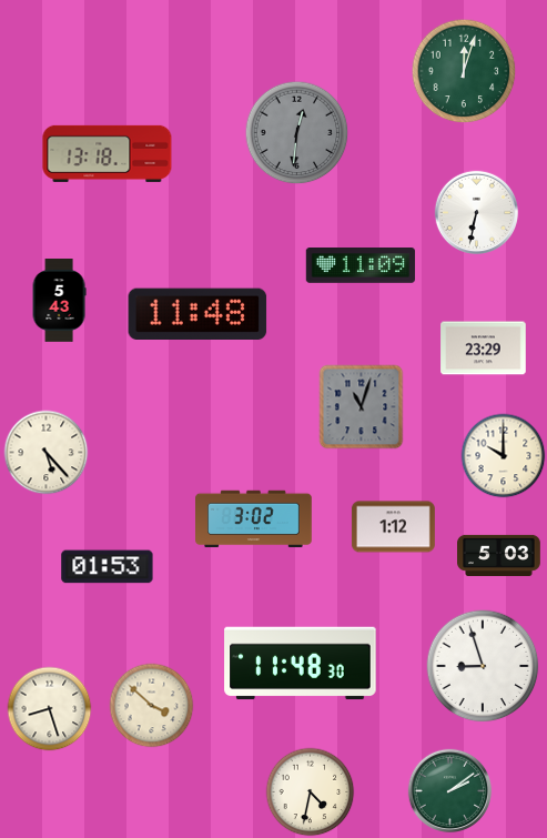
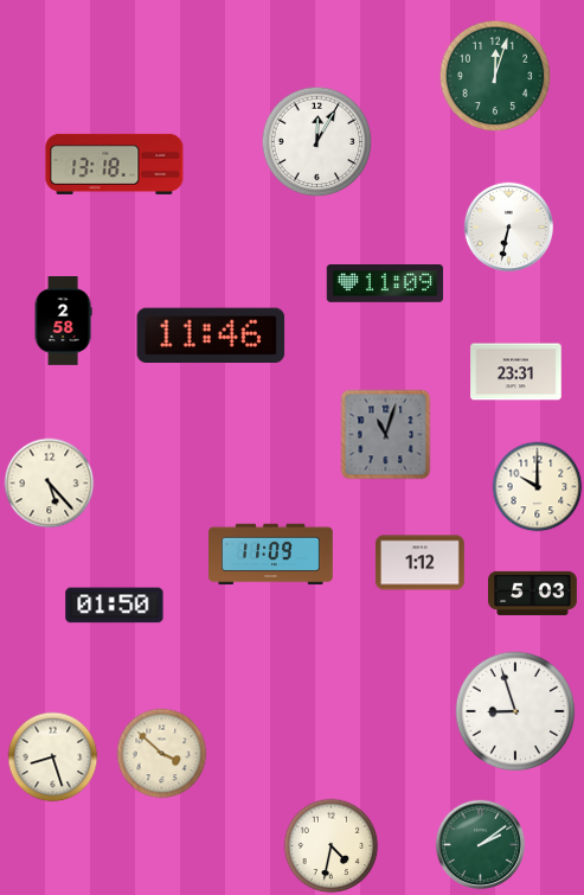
clock at (297, 133): 12:31 -> 12:05
clock at (297, 133) dial: grey -> white
clock at (59, 301): 5:43 -> 2:58
clock at (197, 313): 11:48 -> 11:46
clock at (484, 349): 23:29 -> 23:31
clock at (254, 519): 3:02 -> 11:09
clock at (108, 567): 01:53 -> 01:50
clock at (301, 664): 11:48 -> none
